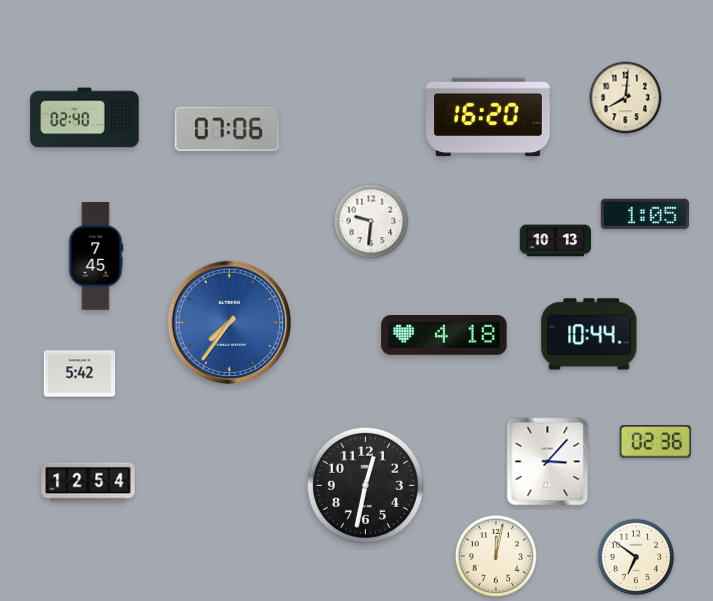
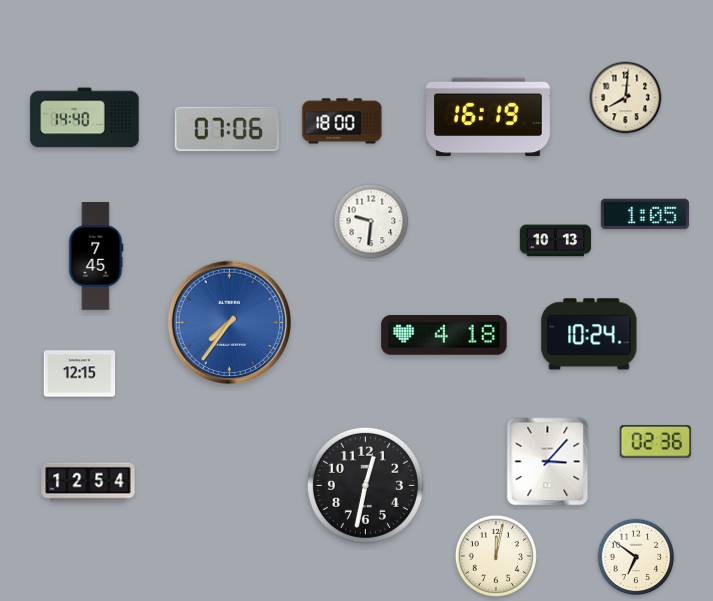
clock at (489, 117): 16:20 -> 16:19
clock at (85, 118): 02:40 -> 14:40
clock at (342, 121): none -> 18:00
clock at (589, 334): 10:44 -> 10:24
clock at (80, 374): 5:42 -> 12:15
